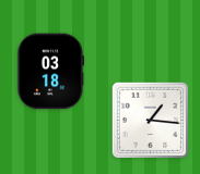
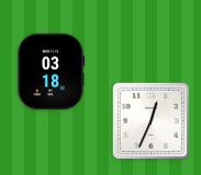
clock at (150, 120): 1:16 -> 12:34
